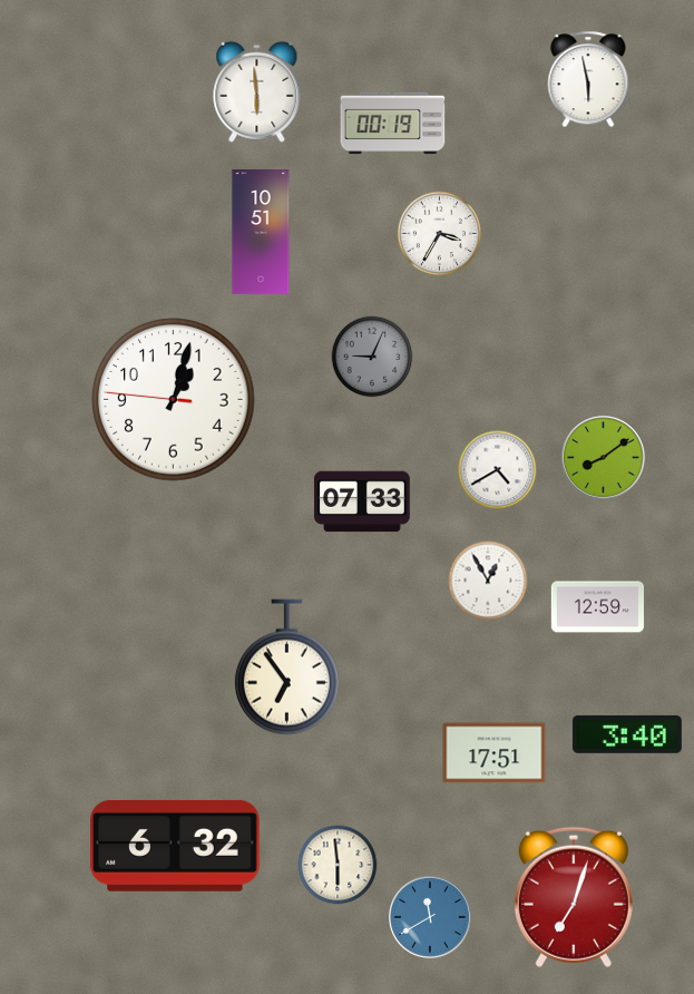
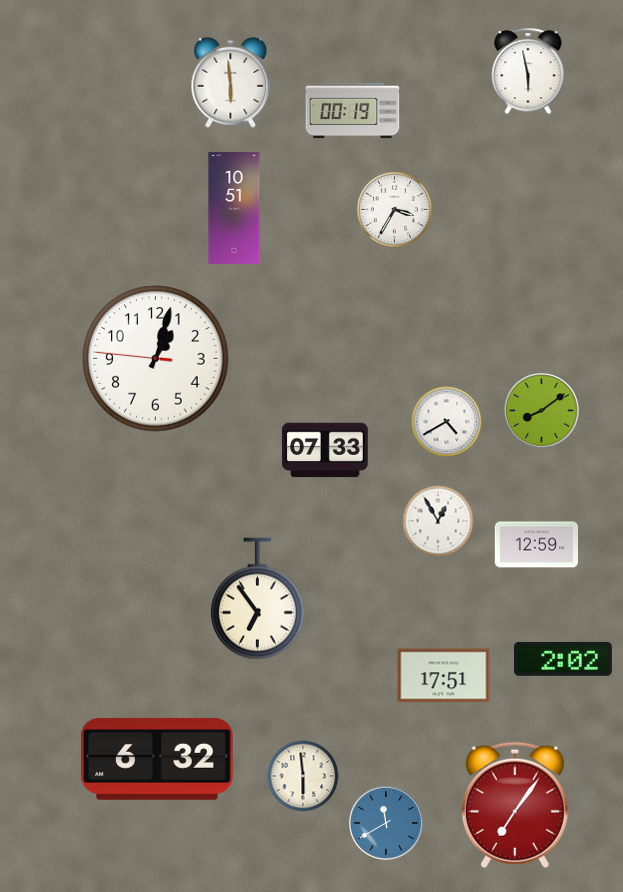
clock at (372, 357): 9:04 -> none
clock at (627, 734): 3:40 -> 2:02
clock at (574, 897): 7:03 -> 7:06
